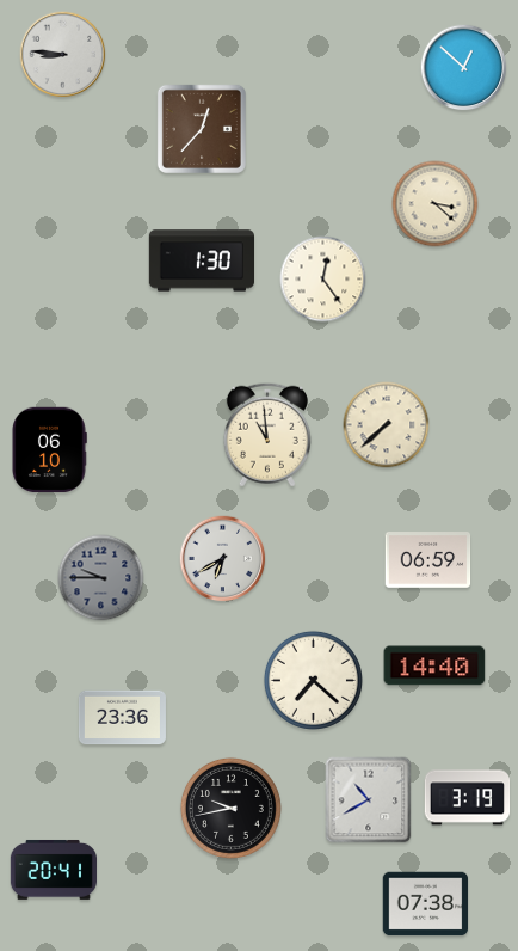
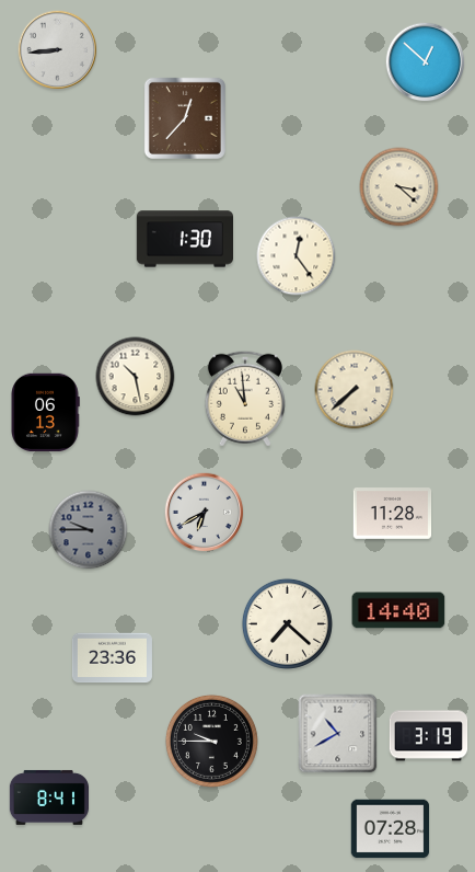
clock at (63, 55): 8:46 -> 8:44
clock at (136, 377): none -> 10:28
clock at (49, 450): 06:10 -> 06:13
clock at (428, 560): 06:59 -> 11:28
clock at (101, 578) position: (101, 578) -> (89, 530)
clock at (468, 798) position: (468, 798) -> (429, 736)
clock at (230, 808): 9:43 -> 9:45
clock at (53, 870): 20:41 -> 8:41
clock at (426, 904): 07:38 -> 07:28
